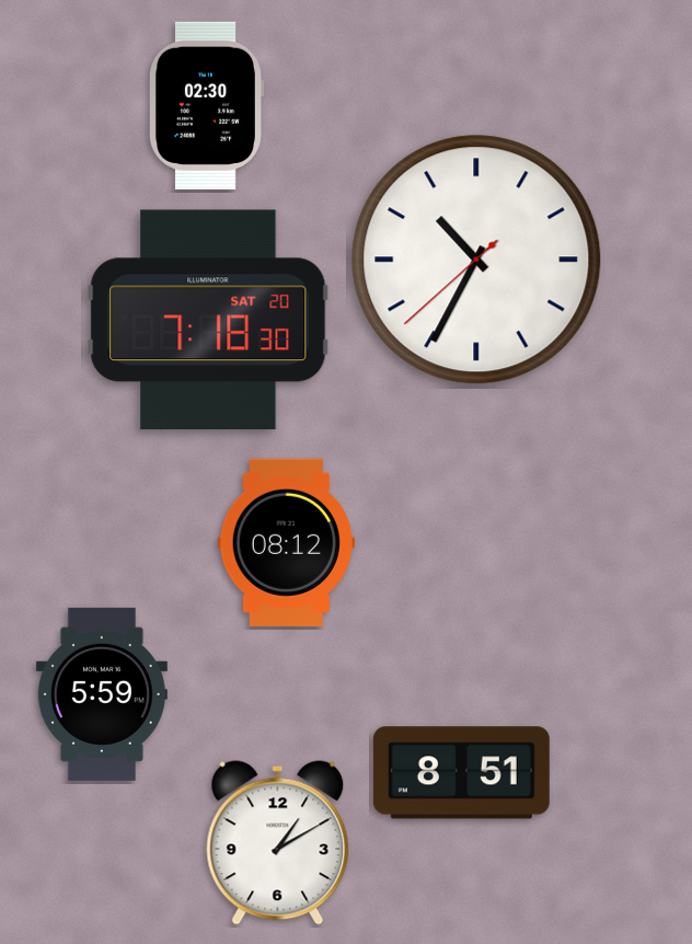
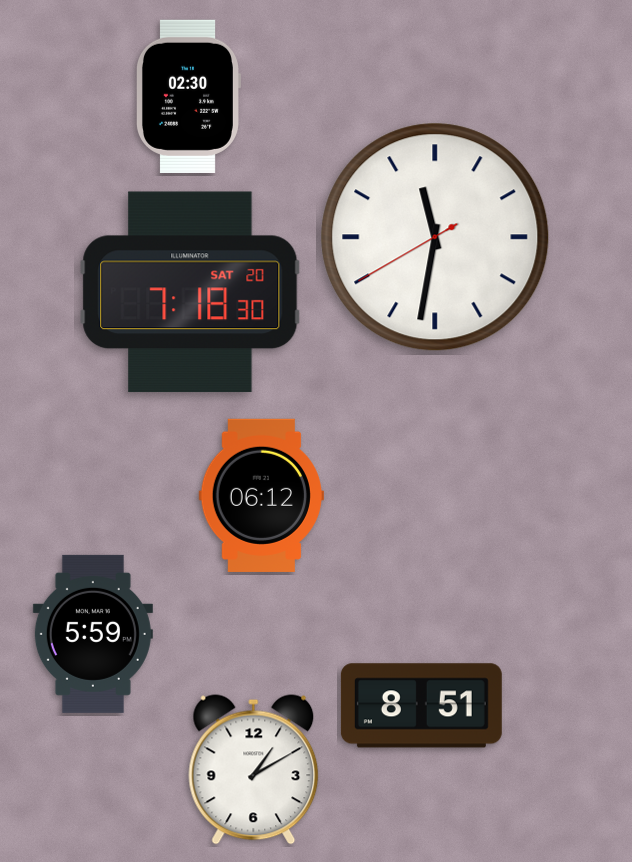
clock at (476, 260): 10:34 -> 11:31
clock at (286, 542): 08:12 -> 06:12
